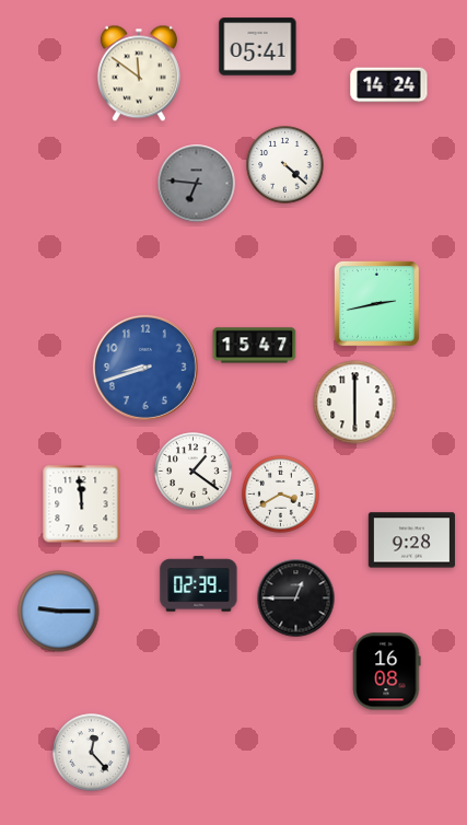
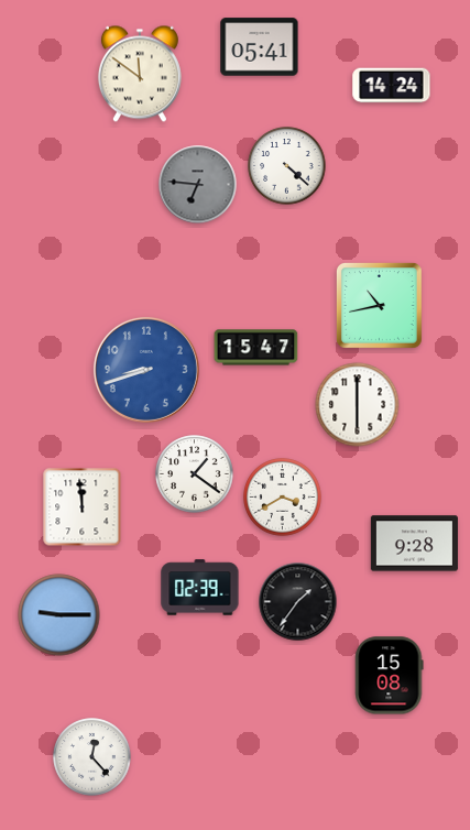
clock at (377, 304): 2:43 -> 10:43
clock at (296, 599): 12:45 -> 1:36
clock at (387, 672): 16:08 -> 15:08
